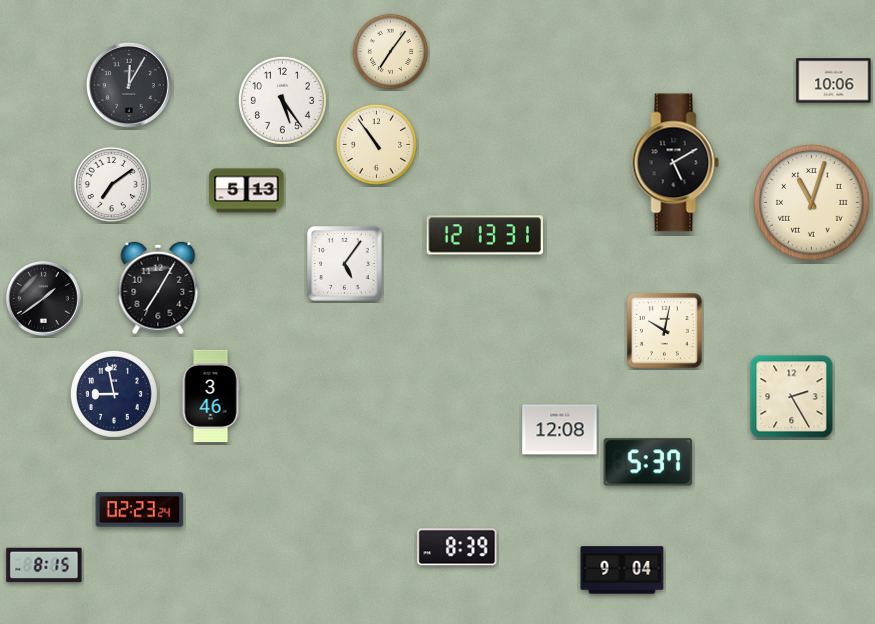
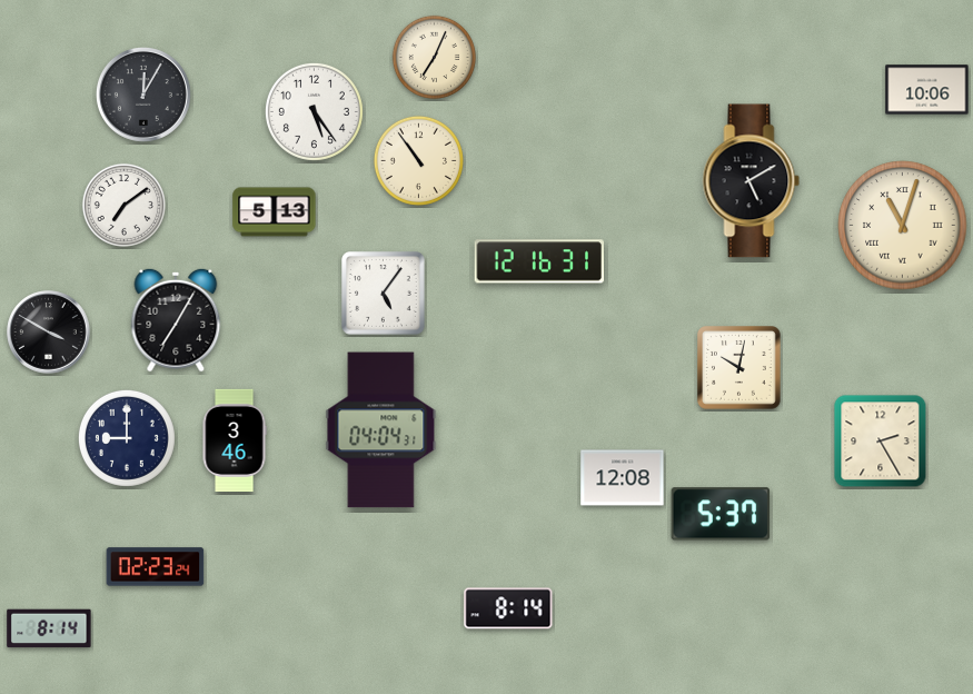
clock at (390, 51): 7:06 -> 7:04
clock at (484, 235): 12:13 -> 12:16
clock at (44, 299): 1:39 -> 3:50
clock at (381, 430): none -> 04:04
clock at (114, 394): 8:58 -> 9:00
clock at (457, 547): 8:39 -> 8:14
clock at (44, 565): 8:15 -> 8:14
clock at (622, 570): 9:04 -> none
